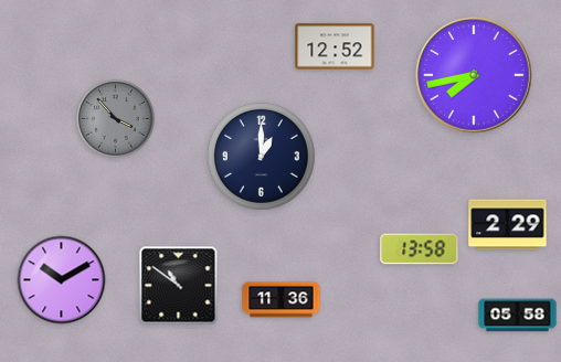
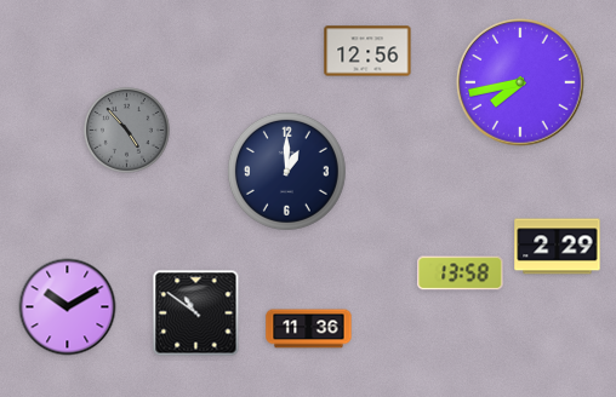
clock at (335, 46): 12:52 -> 12:56
clock at (116, 119): 3:53 -> 4:53
clock at (518, 316): 05:58 -> none
